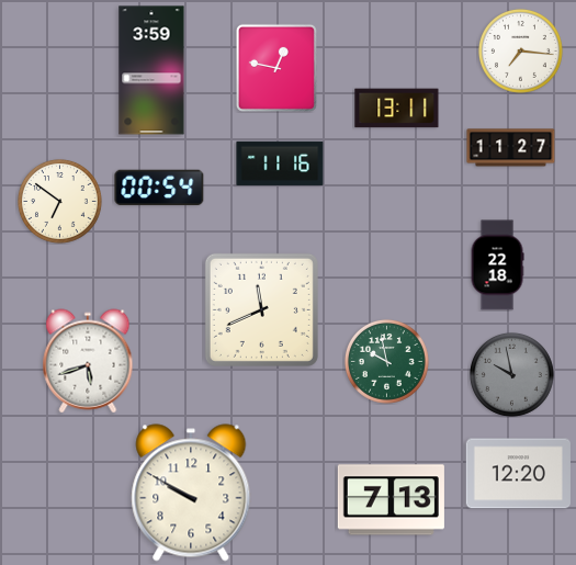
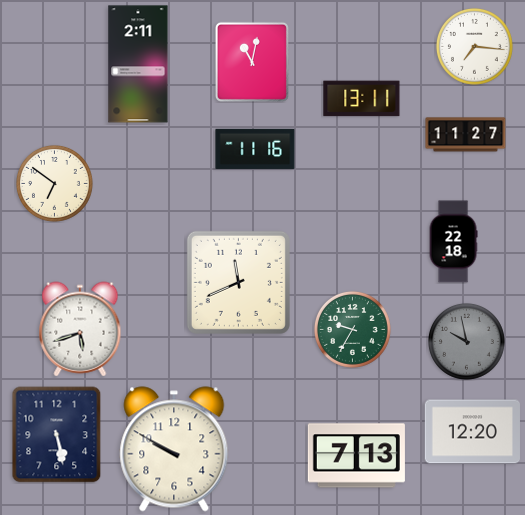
clock at (276, 68): 12:47 -> 11:02
clock at (151, 70): 3:59 -> 2:11
clock at (159, 188): 00:54 -> none
clock at (386, 361): 9:58 -> 9:35
clock at (57, 435): none -> 5:28
